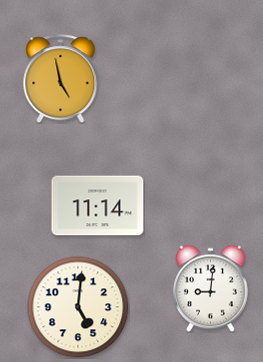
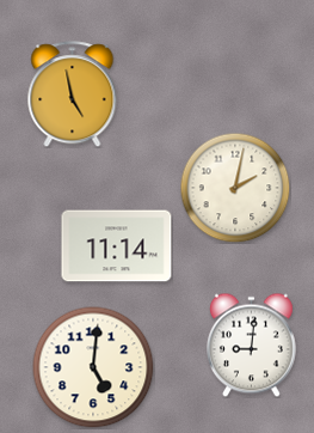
clock at (235, 188): none -> 2:02
